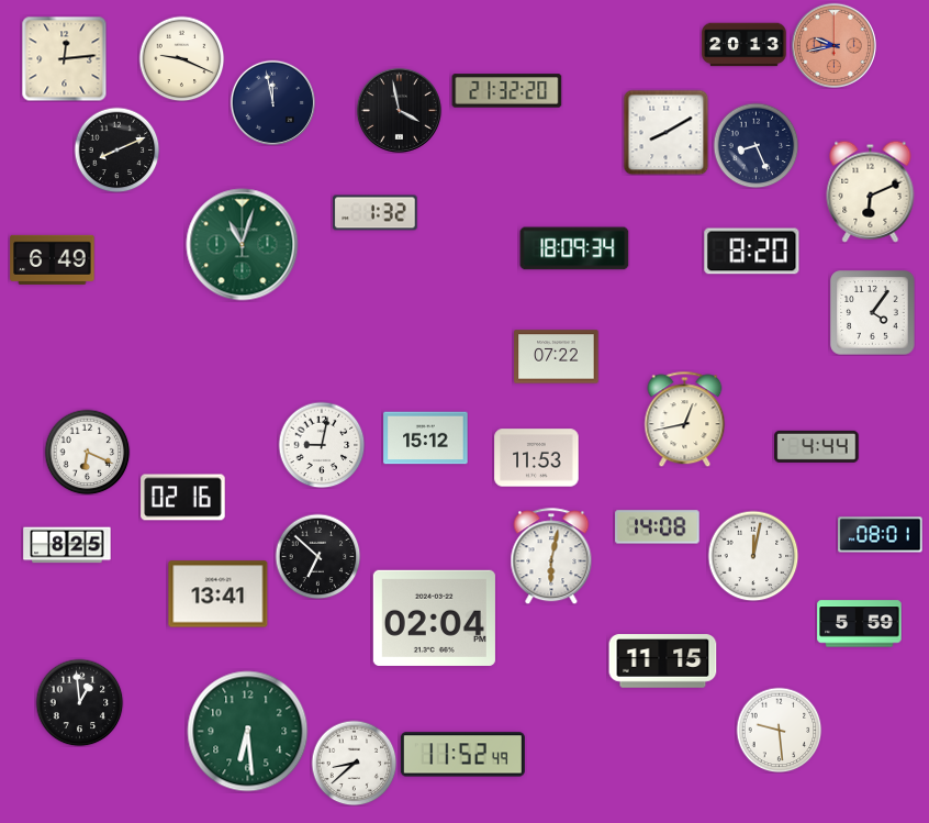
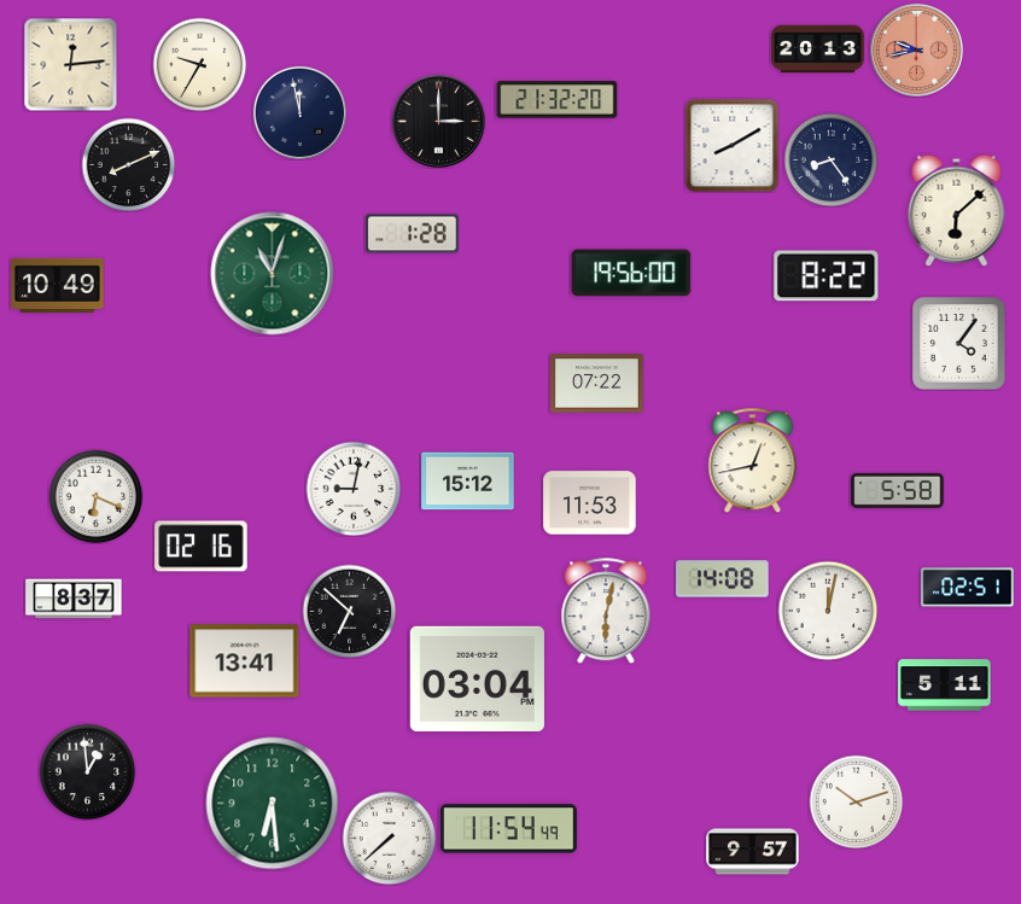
clock at (181, 58): 9:19 -> 9:35
clock at (399, 110): 3:58 -> 3:00
clock at (755, 145): 8:26 -> 8:24
clock at (871, 191): 6:11 -> 6:08
clock at (376, 213): 1:32 -> 1:28
clock at (243, 245) position: (243, 245) -> (273, 274)
clock at (574, 248): 18:09 -> 19:56
clock at (752, 252): 8:20 -> 8:22
clock at (53, 259): 6:49 -> 10:49
clock at (557, 357) position: (557, 357) -> (597, 384)
clock at (817, 446): 4:44 -> 5:58
clock at (881, 535): 08:01 -> 02:51
clock at (67, 545): 8:25 -> 8:37
clock at (219, 594) position: (219, 594) -> (245, 661)
clock at (434, 618): 02:04 -> 03:04
clock at (860, 624): 5:59 -> 5:11
clock at (663, 661): 11:15 -> none
clock at (779, 730): 9:29 -> 10:12
clock at (462, 755): 11:52 -> 11:54
clock at (354, 763): 8:38 -> 7:38
clock at (753, 852): none -> 9:57
